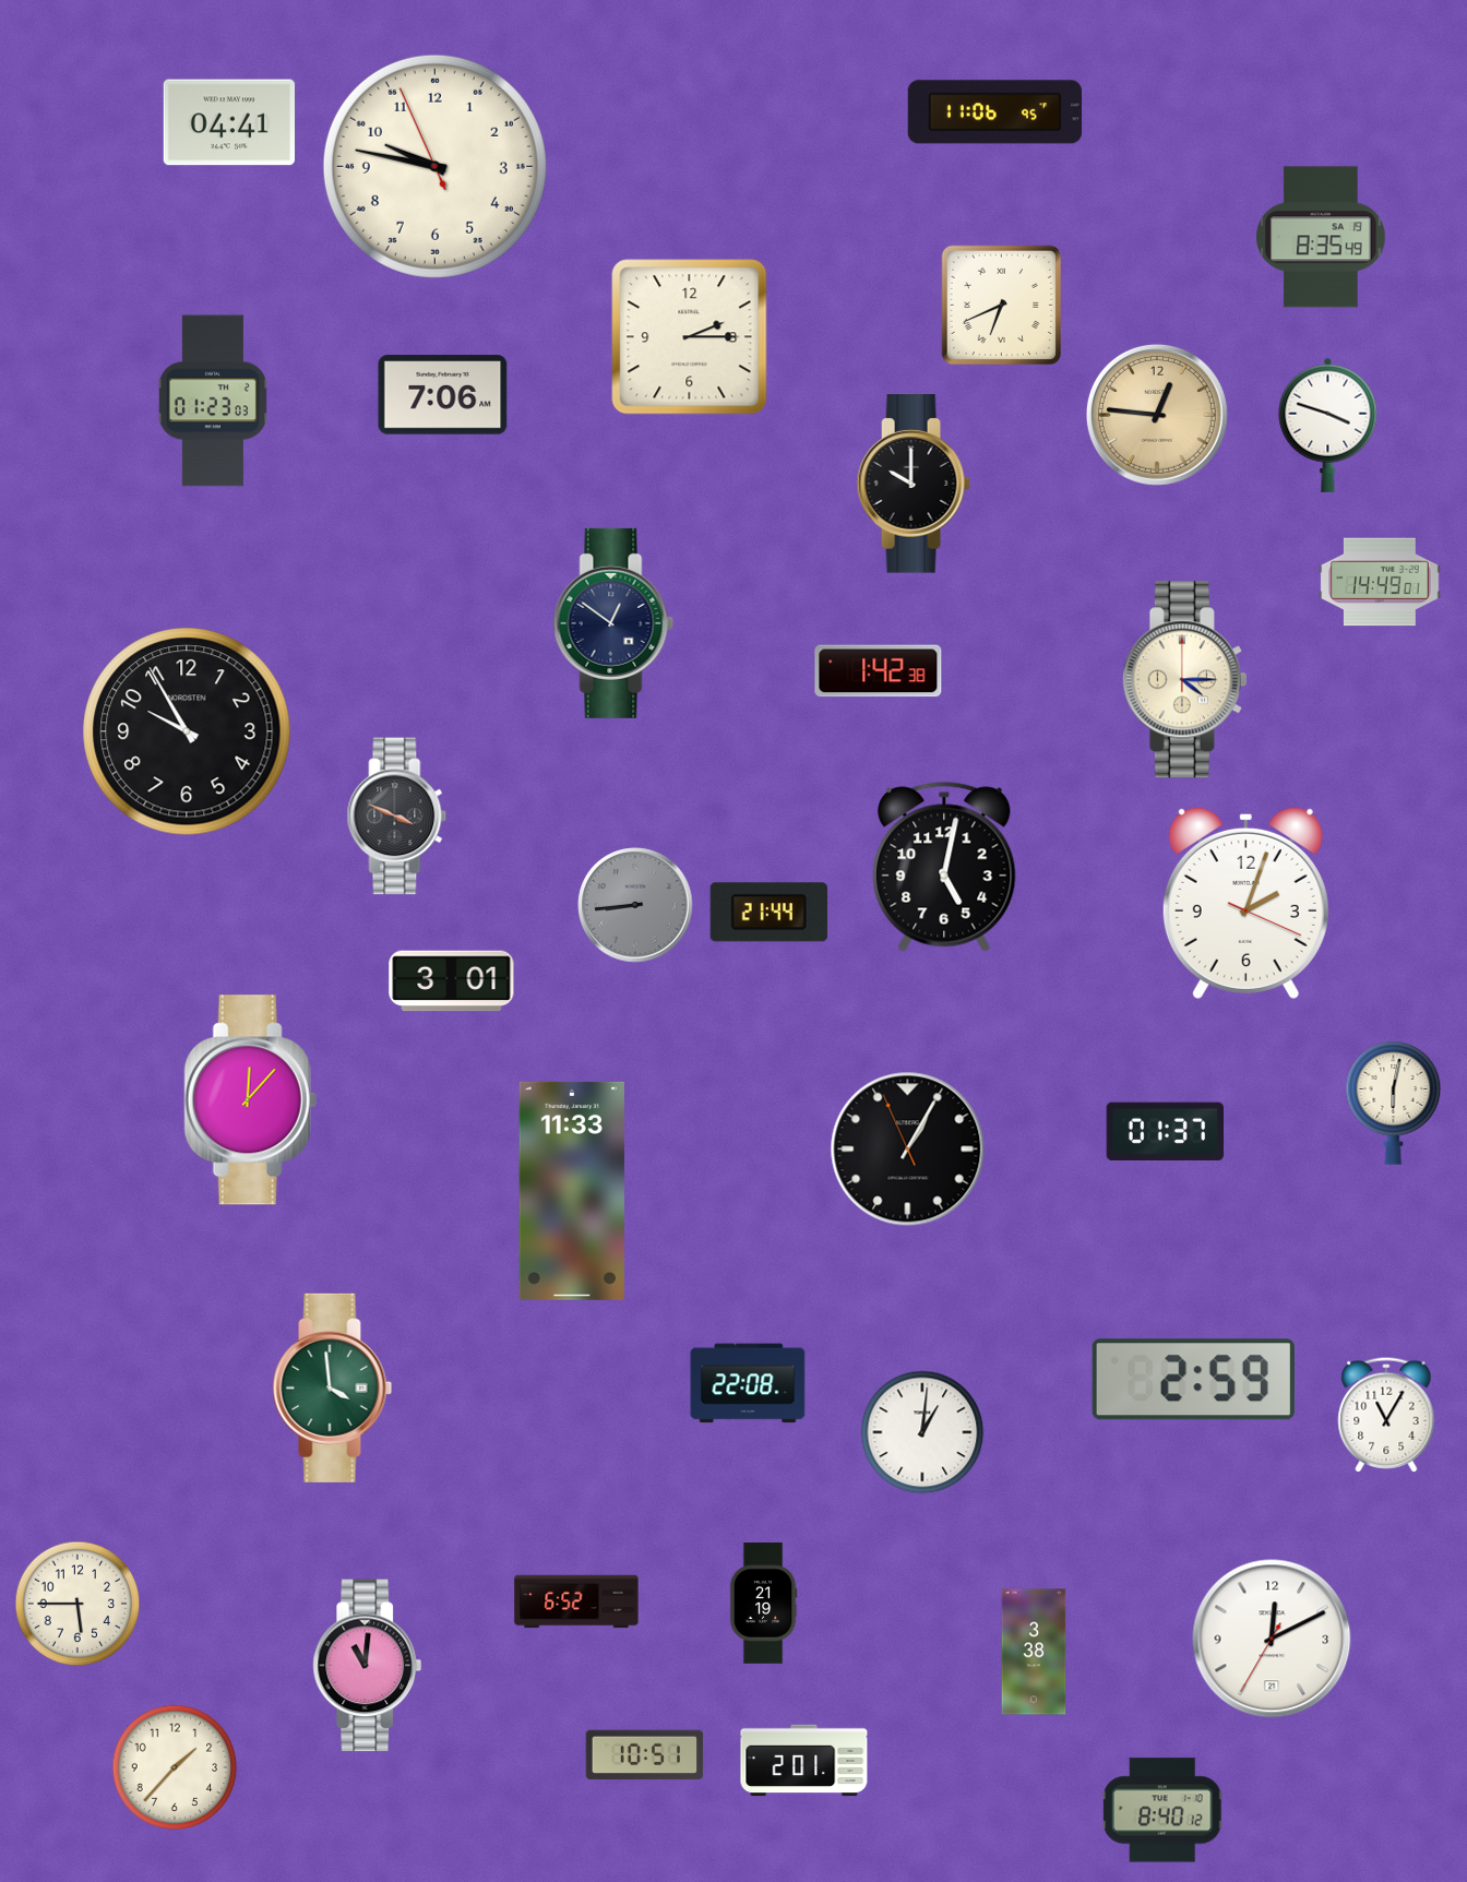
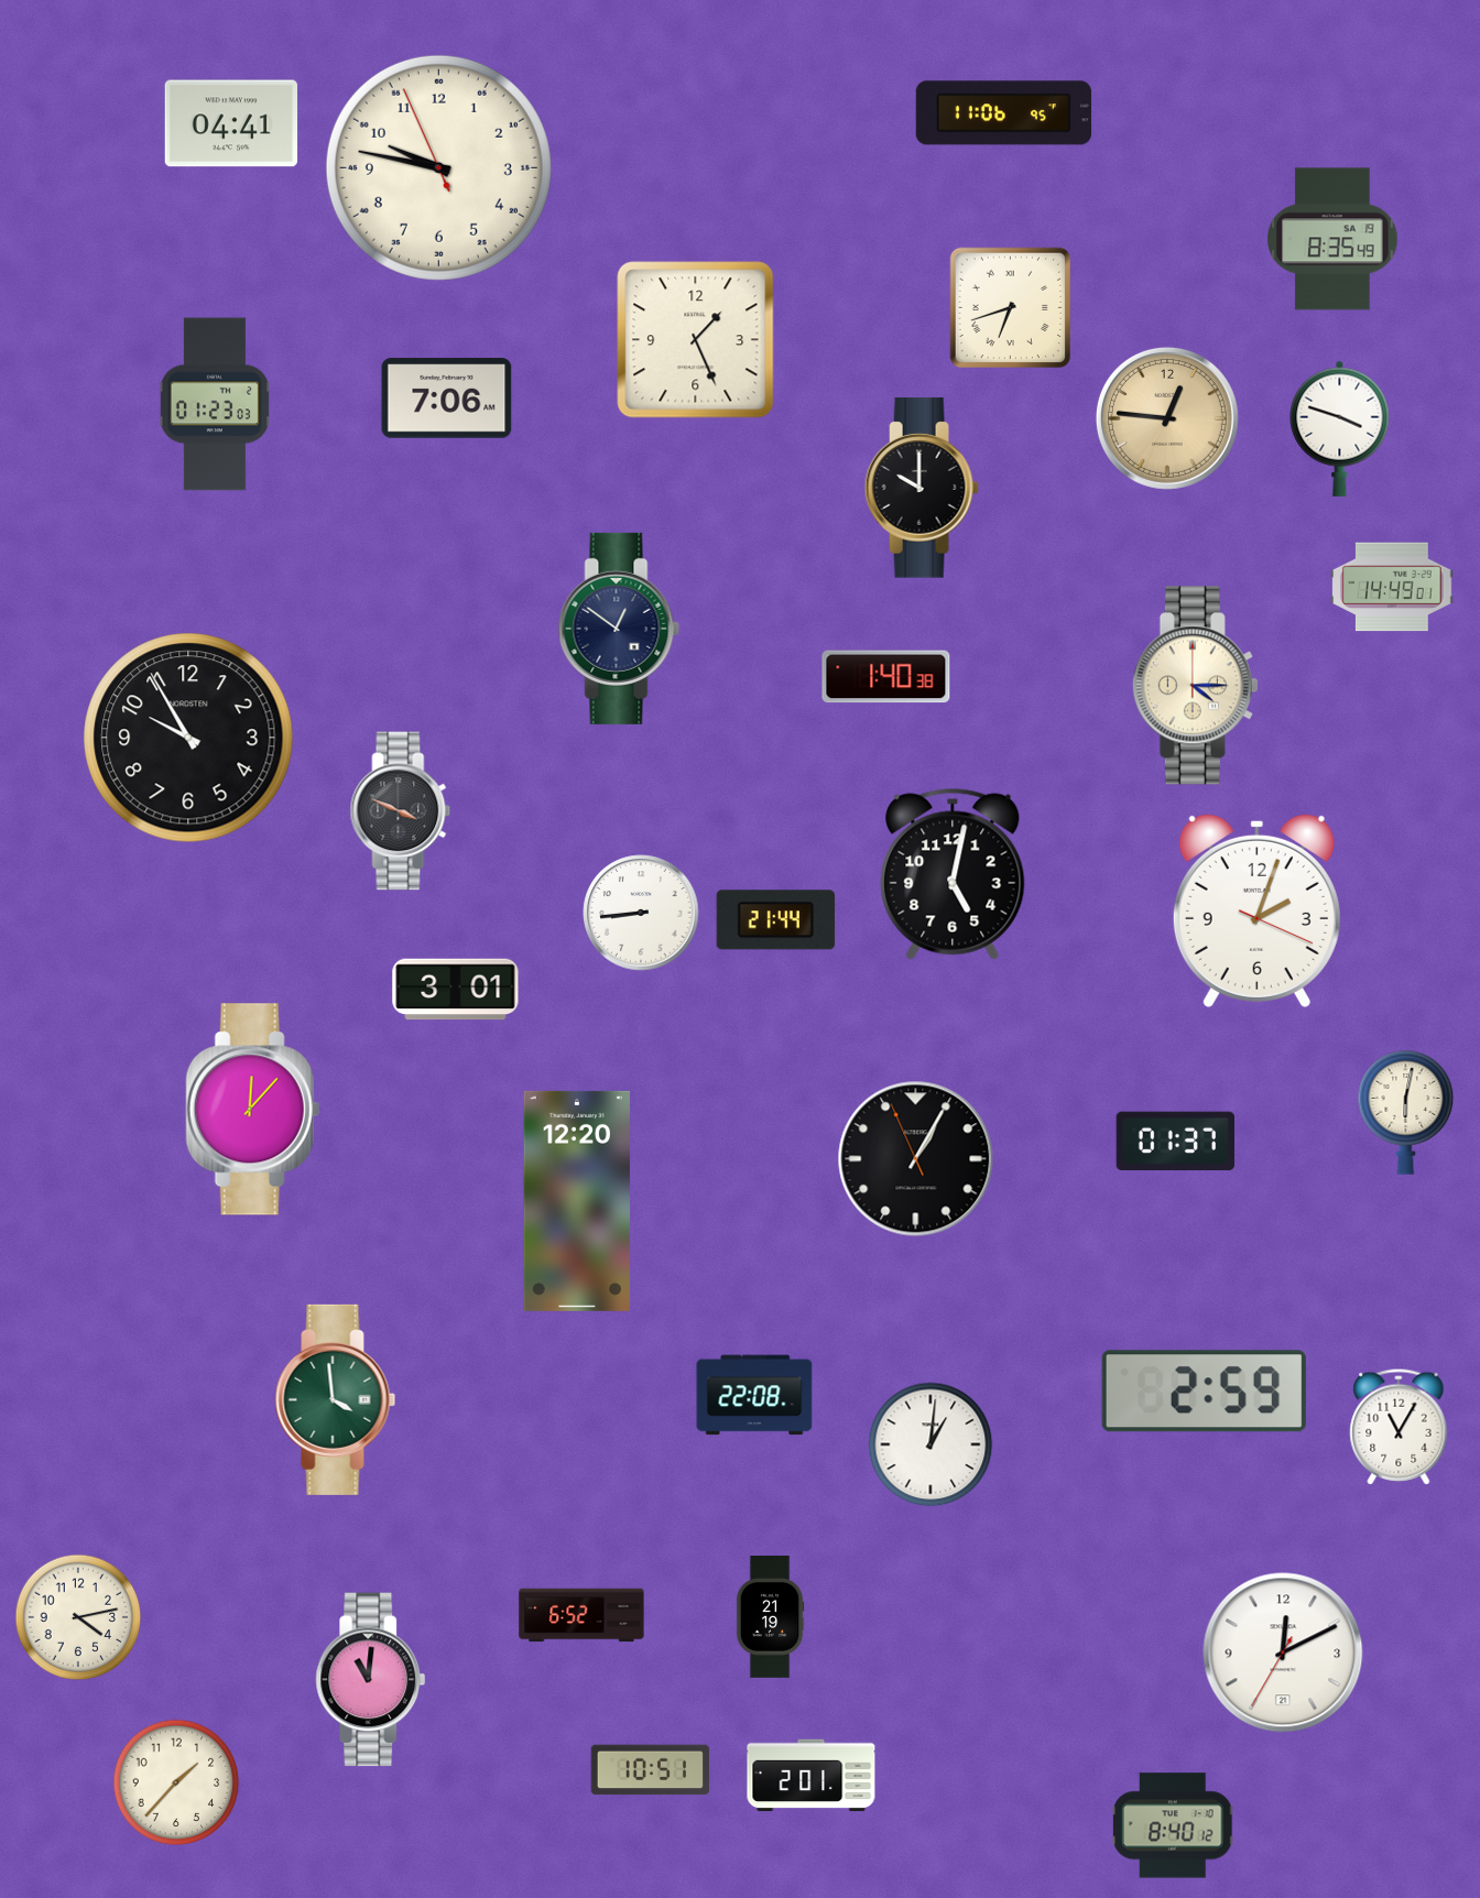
clock at (1002, 306): 6:41 -> 6:42
clock at (690, 337): 2:15 -> 1:26
clock at (879, 671): 1:42 -> 1:40
clock at (397, 817) position: (397, 817) -> (401, 811)
clock at (635, 905) dial: grey -> white
clock at (572, 1191): 11:33 -> 12:20
clock at (77, 1604): 5:45 -> 4:13
clock at (1034, 1652): 3:38 -> none
